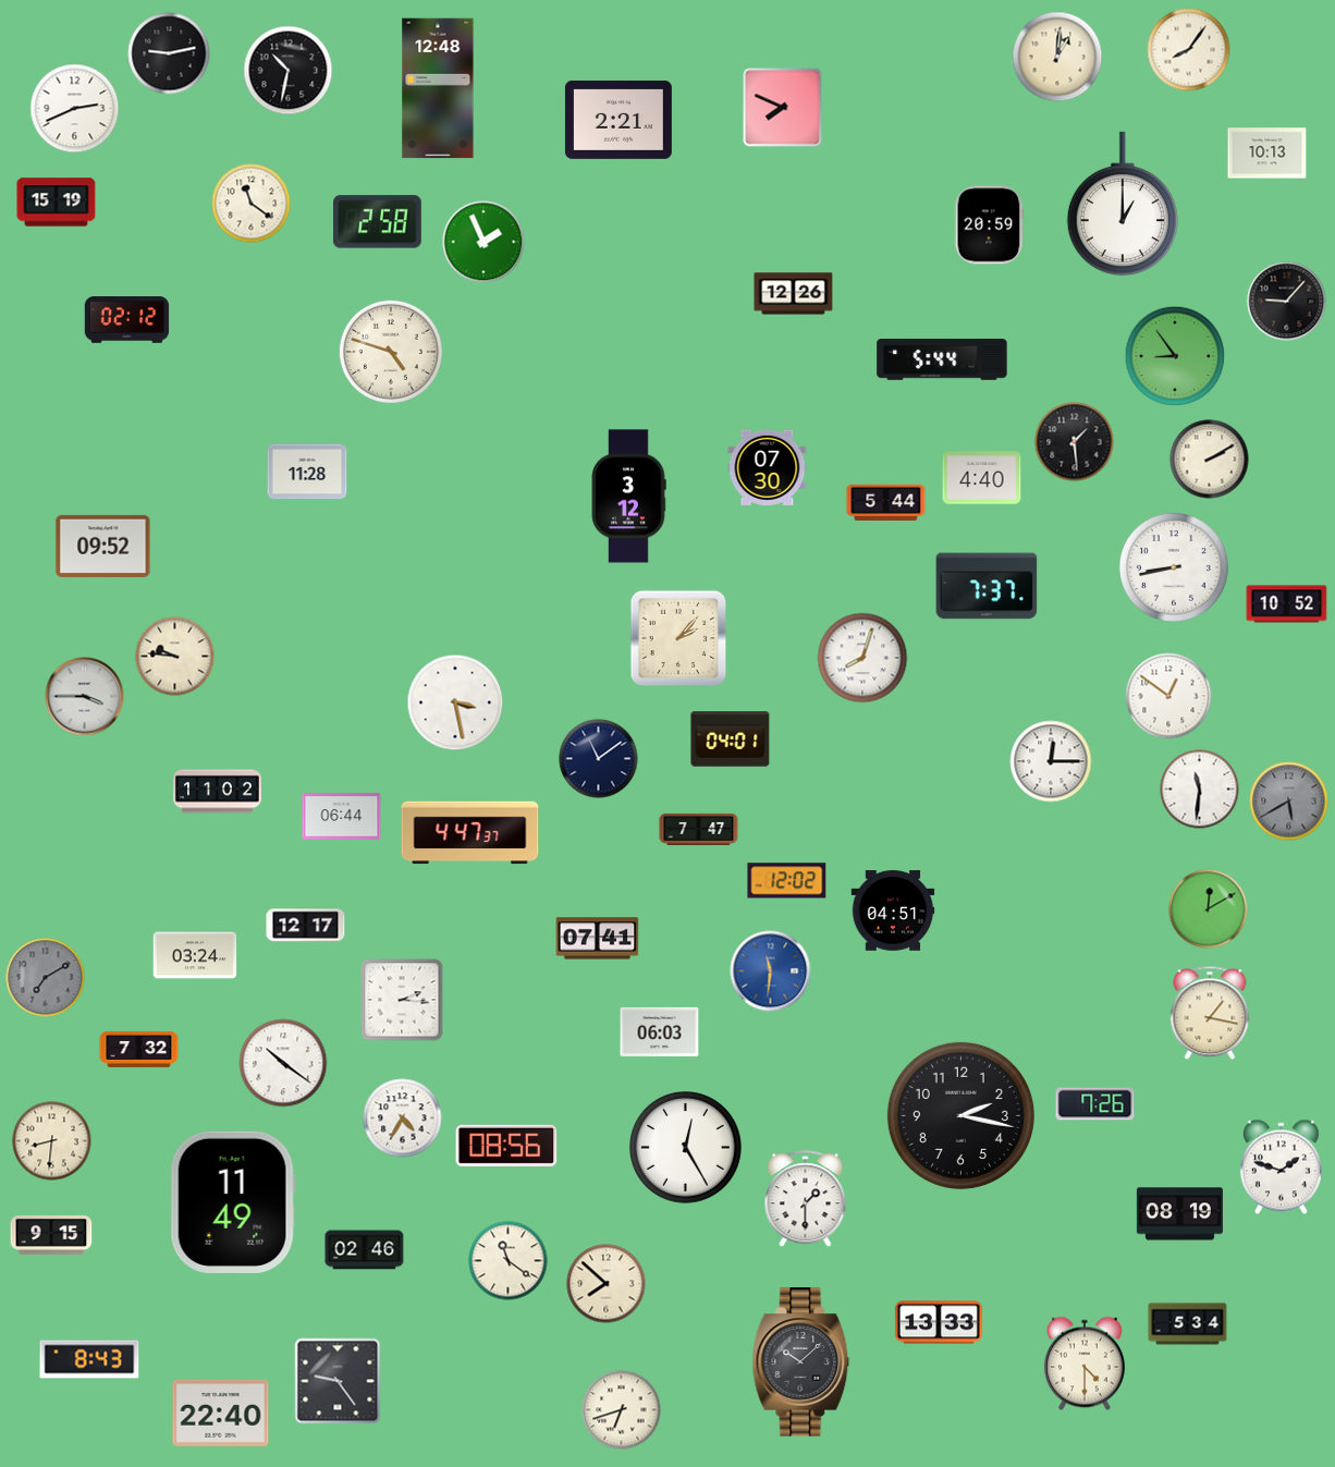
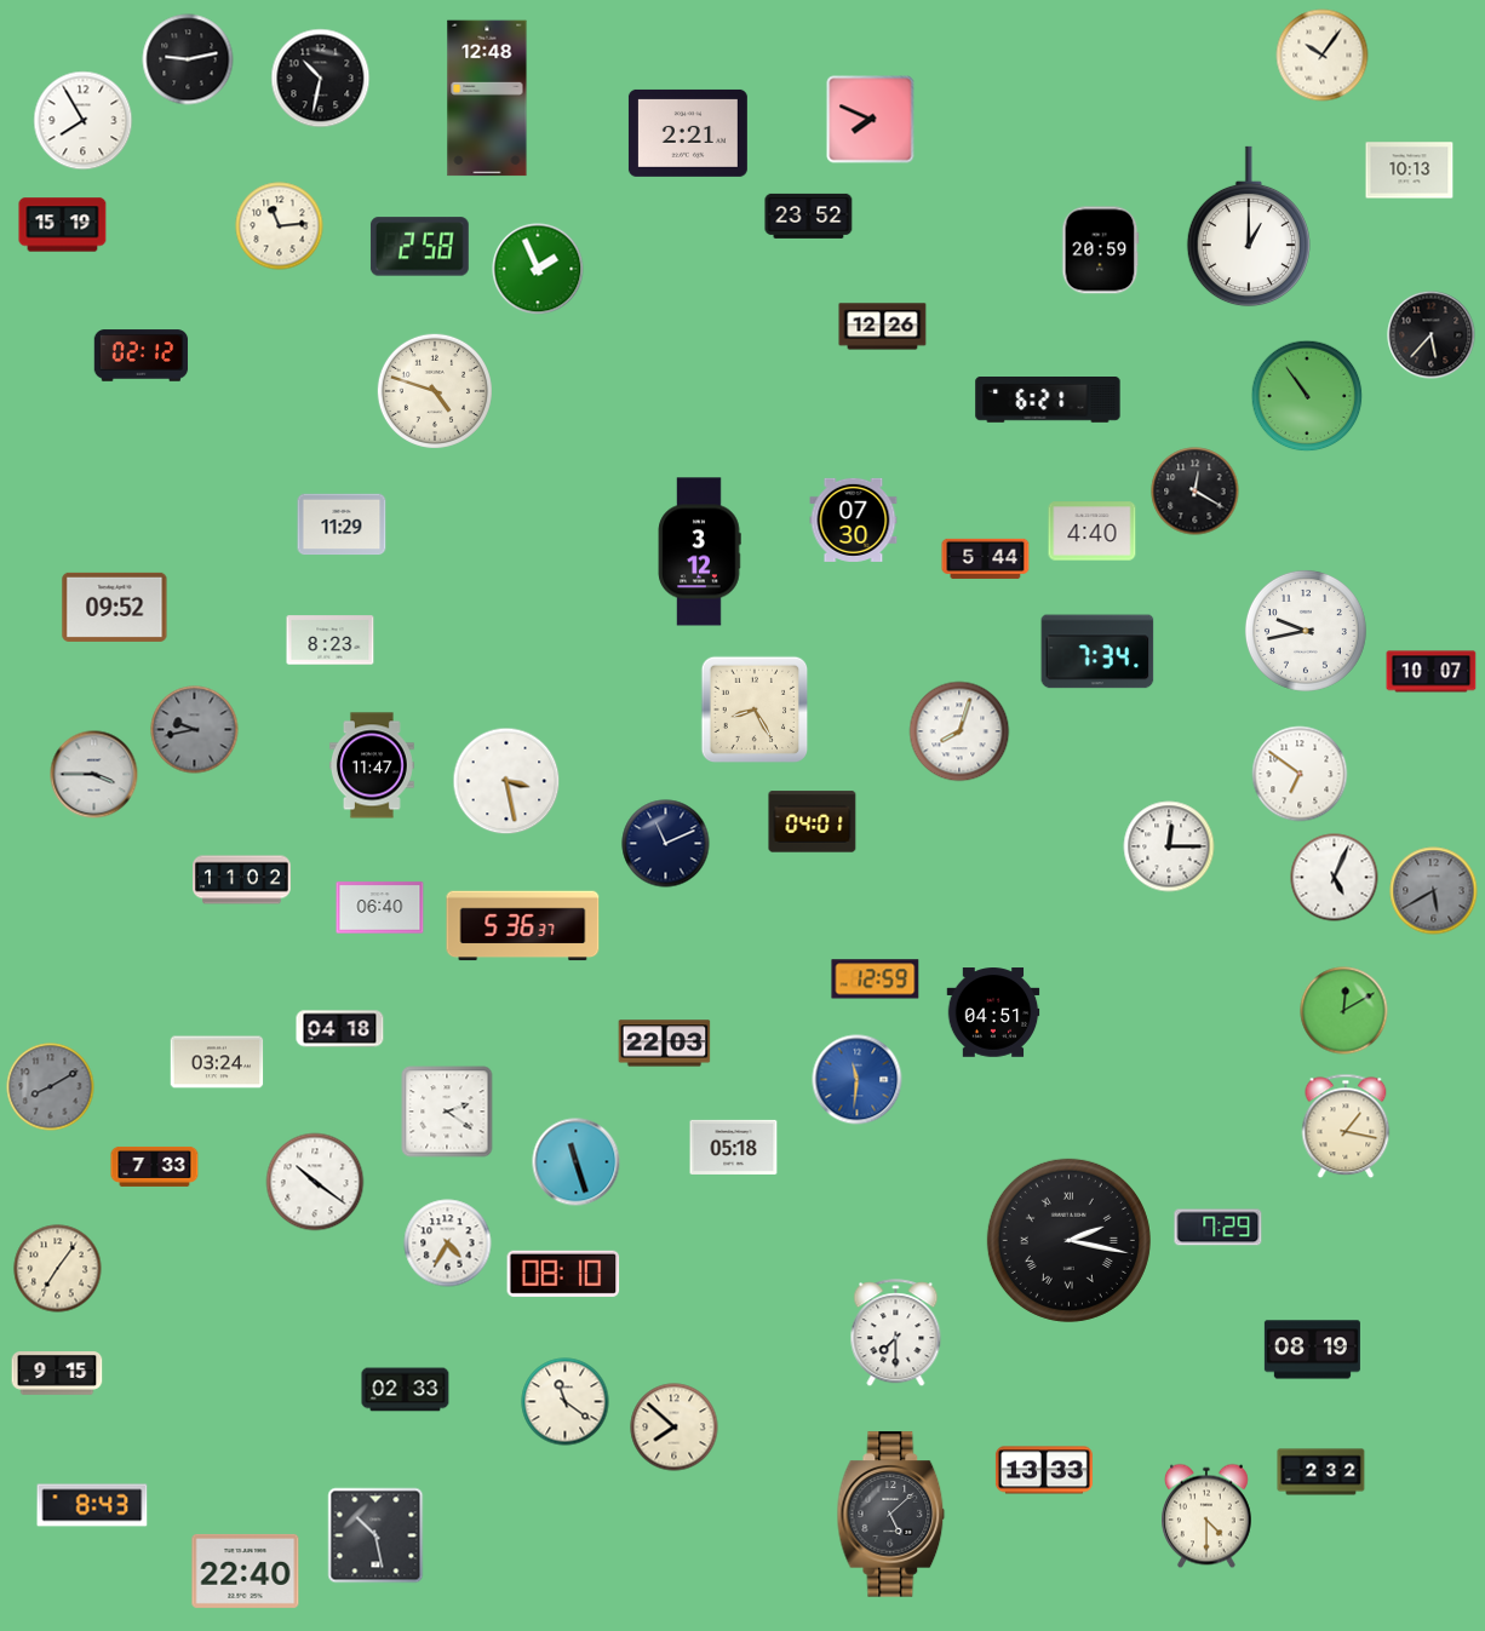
clock at (1189, 50): 8:06 -> 10:06
clock at (1057, 57): 1:01 -> none
clock at (75, 109): 2:41 -> 7:55
clock at (809, 216): none -> 23:52
clock at (252, 204): 11:21 -> 11:14
clock at (1287, 302): 9:07 -> 5:37
clock at (1175, 356): 8:54 -> 10:54
clock at (942, 360): 5:44 -> 6:21
clock at (1075, 442): 1:29 -> 12:20
clock at (1210, 460): 2:10 -> none
clock at (307, 472): 11:28 -> 11:29
clock at (1174, 567): 8:43 -> 9:43
clock at (331, 641): none -> 8:23
clock at (987, 586): 7:37 -> 7:34
clock at (1287, 604): 10:52 -> 10:07
clock at (678, 638): 2:07 -> 8:25
clock at (175, 657): 9:46 -> 9:43
clock at (175, 657) dial: cream -> grey
clock at (372, 765): none -> 11:47
clock at (1168, 696): 12:51 -> 6:51
clock at (599, 759): 11:09 -> 11:11
clock at (1200, 790): 11:31 -> 5:04
clock at (342, 817): 06:44 -> 06:40
clock at (699, 829): 7:47 -> none
clock at (470, 833): 4:47 -> 5:36
clock at (787, 881): 12:02 -> 12:59
clock at (306, 926): 12:17 -> 04:18
clock at (598, 939): 07:41 -> 22:03
clock at (46, 978): 7:10 -> 8:10
clock at (402, 1000): 2:16 -> 2:21
clock at (660, 1031): 06:03 -> 05:18
clock at (577, 1162): none -> 11:27
clock at (139, 1049): 7:32 -> 7:33
clock at (1095, 1104): 7:26 -> 7:29
clock at (960, 1115) numerals: Arabic -> Roman
clock at (52, 1141): 8:31 -> 7:06
clock at (506, 1146): 08:56 -> 08:10
clock at (686, 1148): 12:25 -> none
clock at (1281, 1168): 1:48 -> none
clock at (806, 1199): 1:30 -> 7:30
clock at (233, 1202): 11:49 -> none
clock at (365, 1250): 02:46 -> 02:33
clock at (1188, 1324): 5:34 -> 2:32
clock at (89, 1359) position: (89, 1359) -> (92, 1505)
clock at (801, 1362): 10:08 -> 5:08
clock at (338, 1381): 9:24 -> 10:28
clock at (622, 1410): 6:42 -> none
